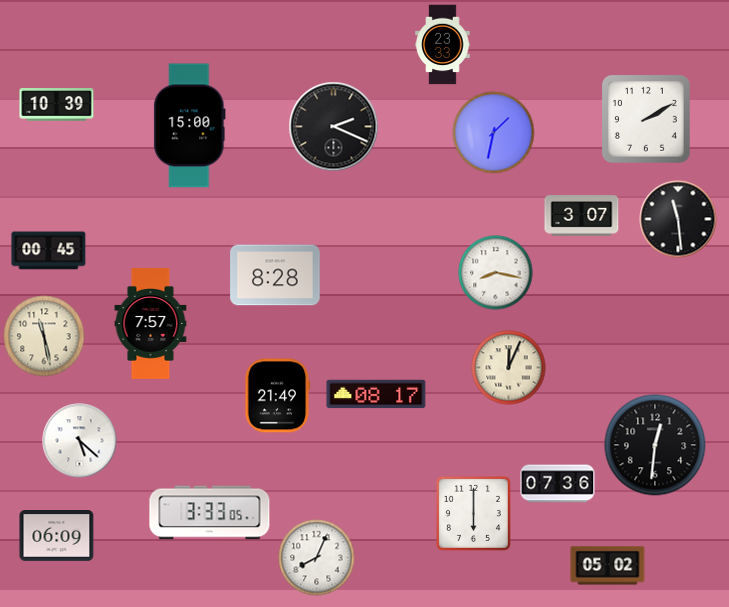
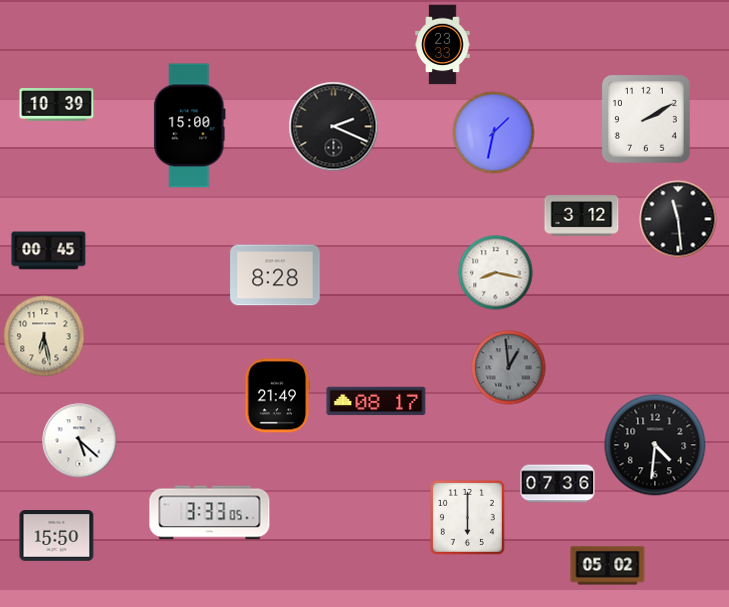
clock at (582, 216): 3:07 -> 3:12
clock at (151, 324): 7:57 -> none
clock at (44, 336): 11:28 -> 6:28
clock at (509, 368): 12:04 -> 12:59
clock at (509, 368) dial: cream -> grey
clock at (376, 394) position: (376, 394) -> (376, 401)
clock at (655, 445): 12:31 -> 4:31
clock at (473, 513) position: (473, 513) -> (467, 517)
clock at (57, 536): 06:09 -> 15:50
clock at (317, 558): 8:04 -> none
